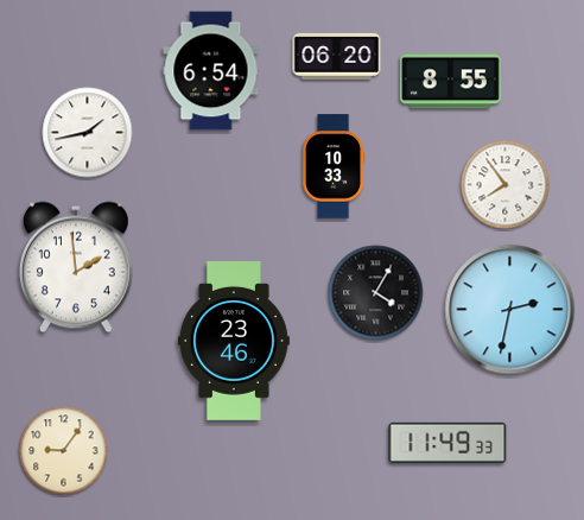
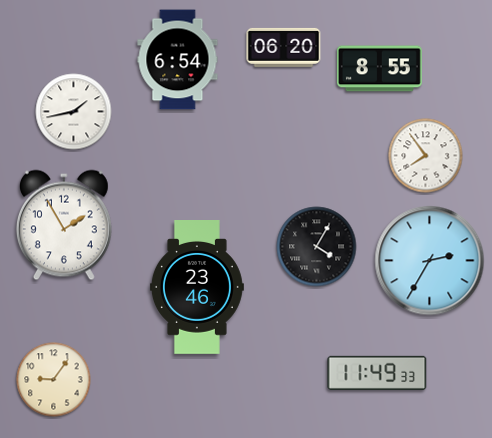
clock at (334, 166): 10:33 -> none
clock at (76, 267): 1:59 -> 1:55
clock at (510, 310): 2:32 -> 2:35
